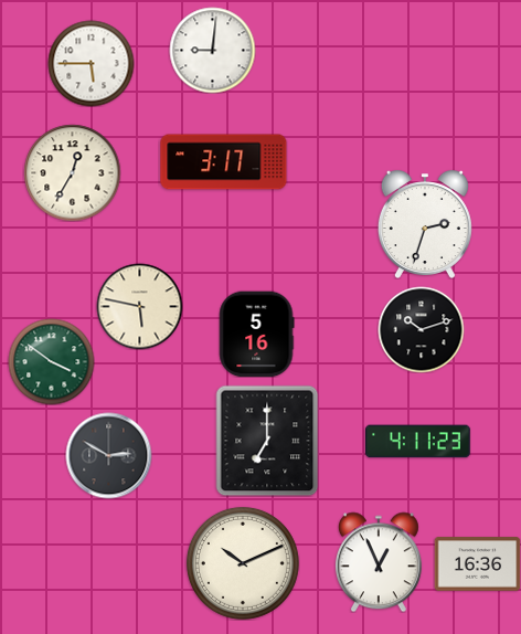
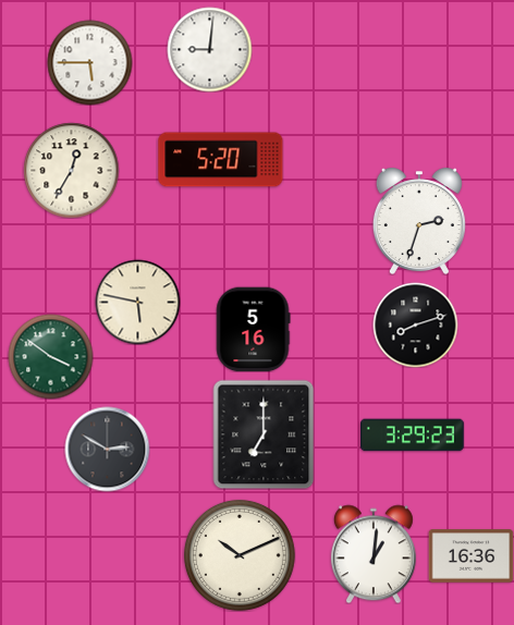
clock at (224, 162): 3:17 -> 5:20
clock at (421, 329): 10:12 -> 8:12
clock at (418, 442): 4:11 -> 3:29
clock at (379, 562): 12:56 -> 1:01
